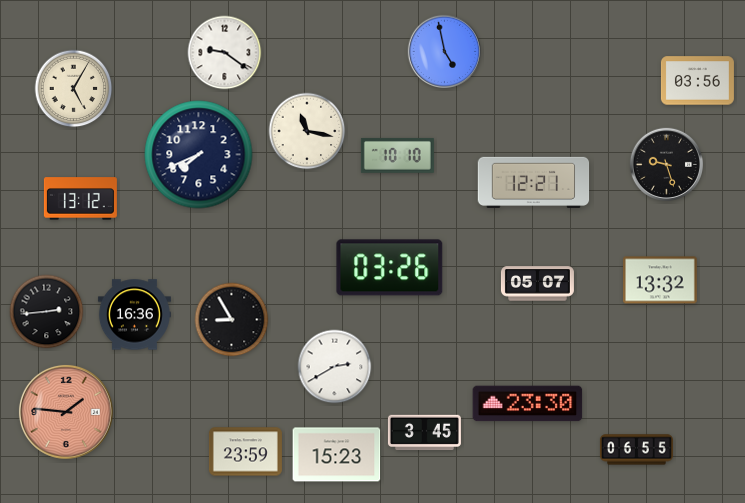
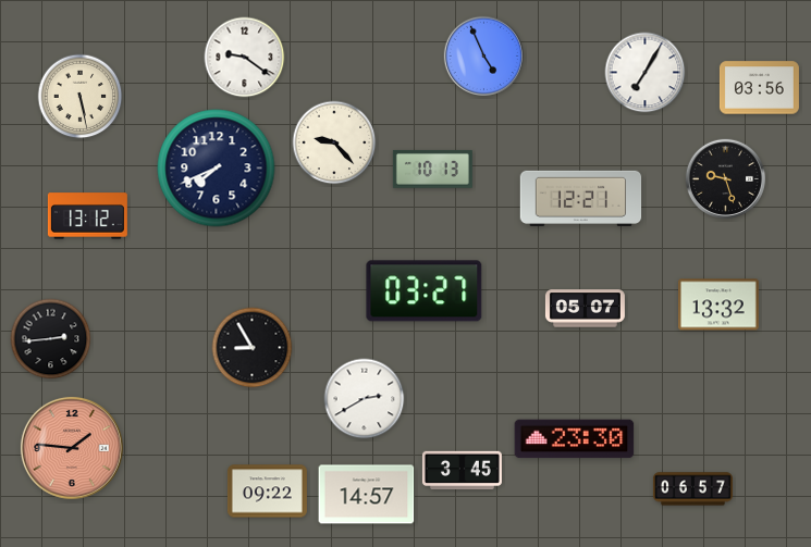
clock at (444, 51): 4:58 -> 4:56
clock at (646, 73): none -> 7:05
clock at (74, 89): 5:05 -> 5:28
clock at (307, 131): 11:17 -> 9:23
clock at (397, 155): 10:10 -> 10:13
clock at (390, 268): 03:26 -> 03:27
clock at (134, 315): 16:36 -> none
clock at (636, 450): 06:55 -> 06:57
clock at (245, 452): 23:59 -> 09:22
clock at (337, 455): 15:23 -> 14:57
